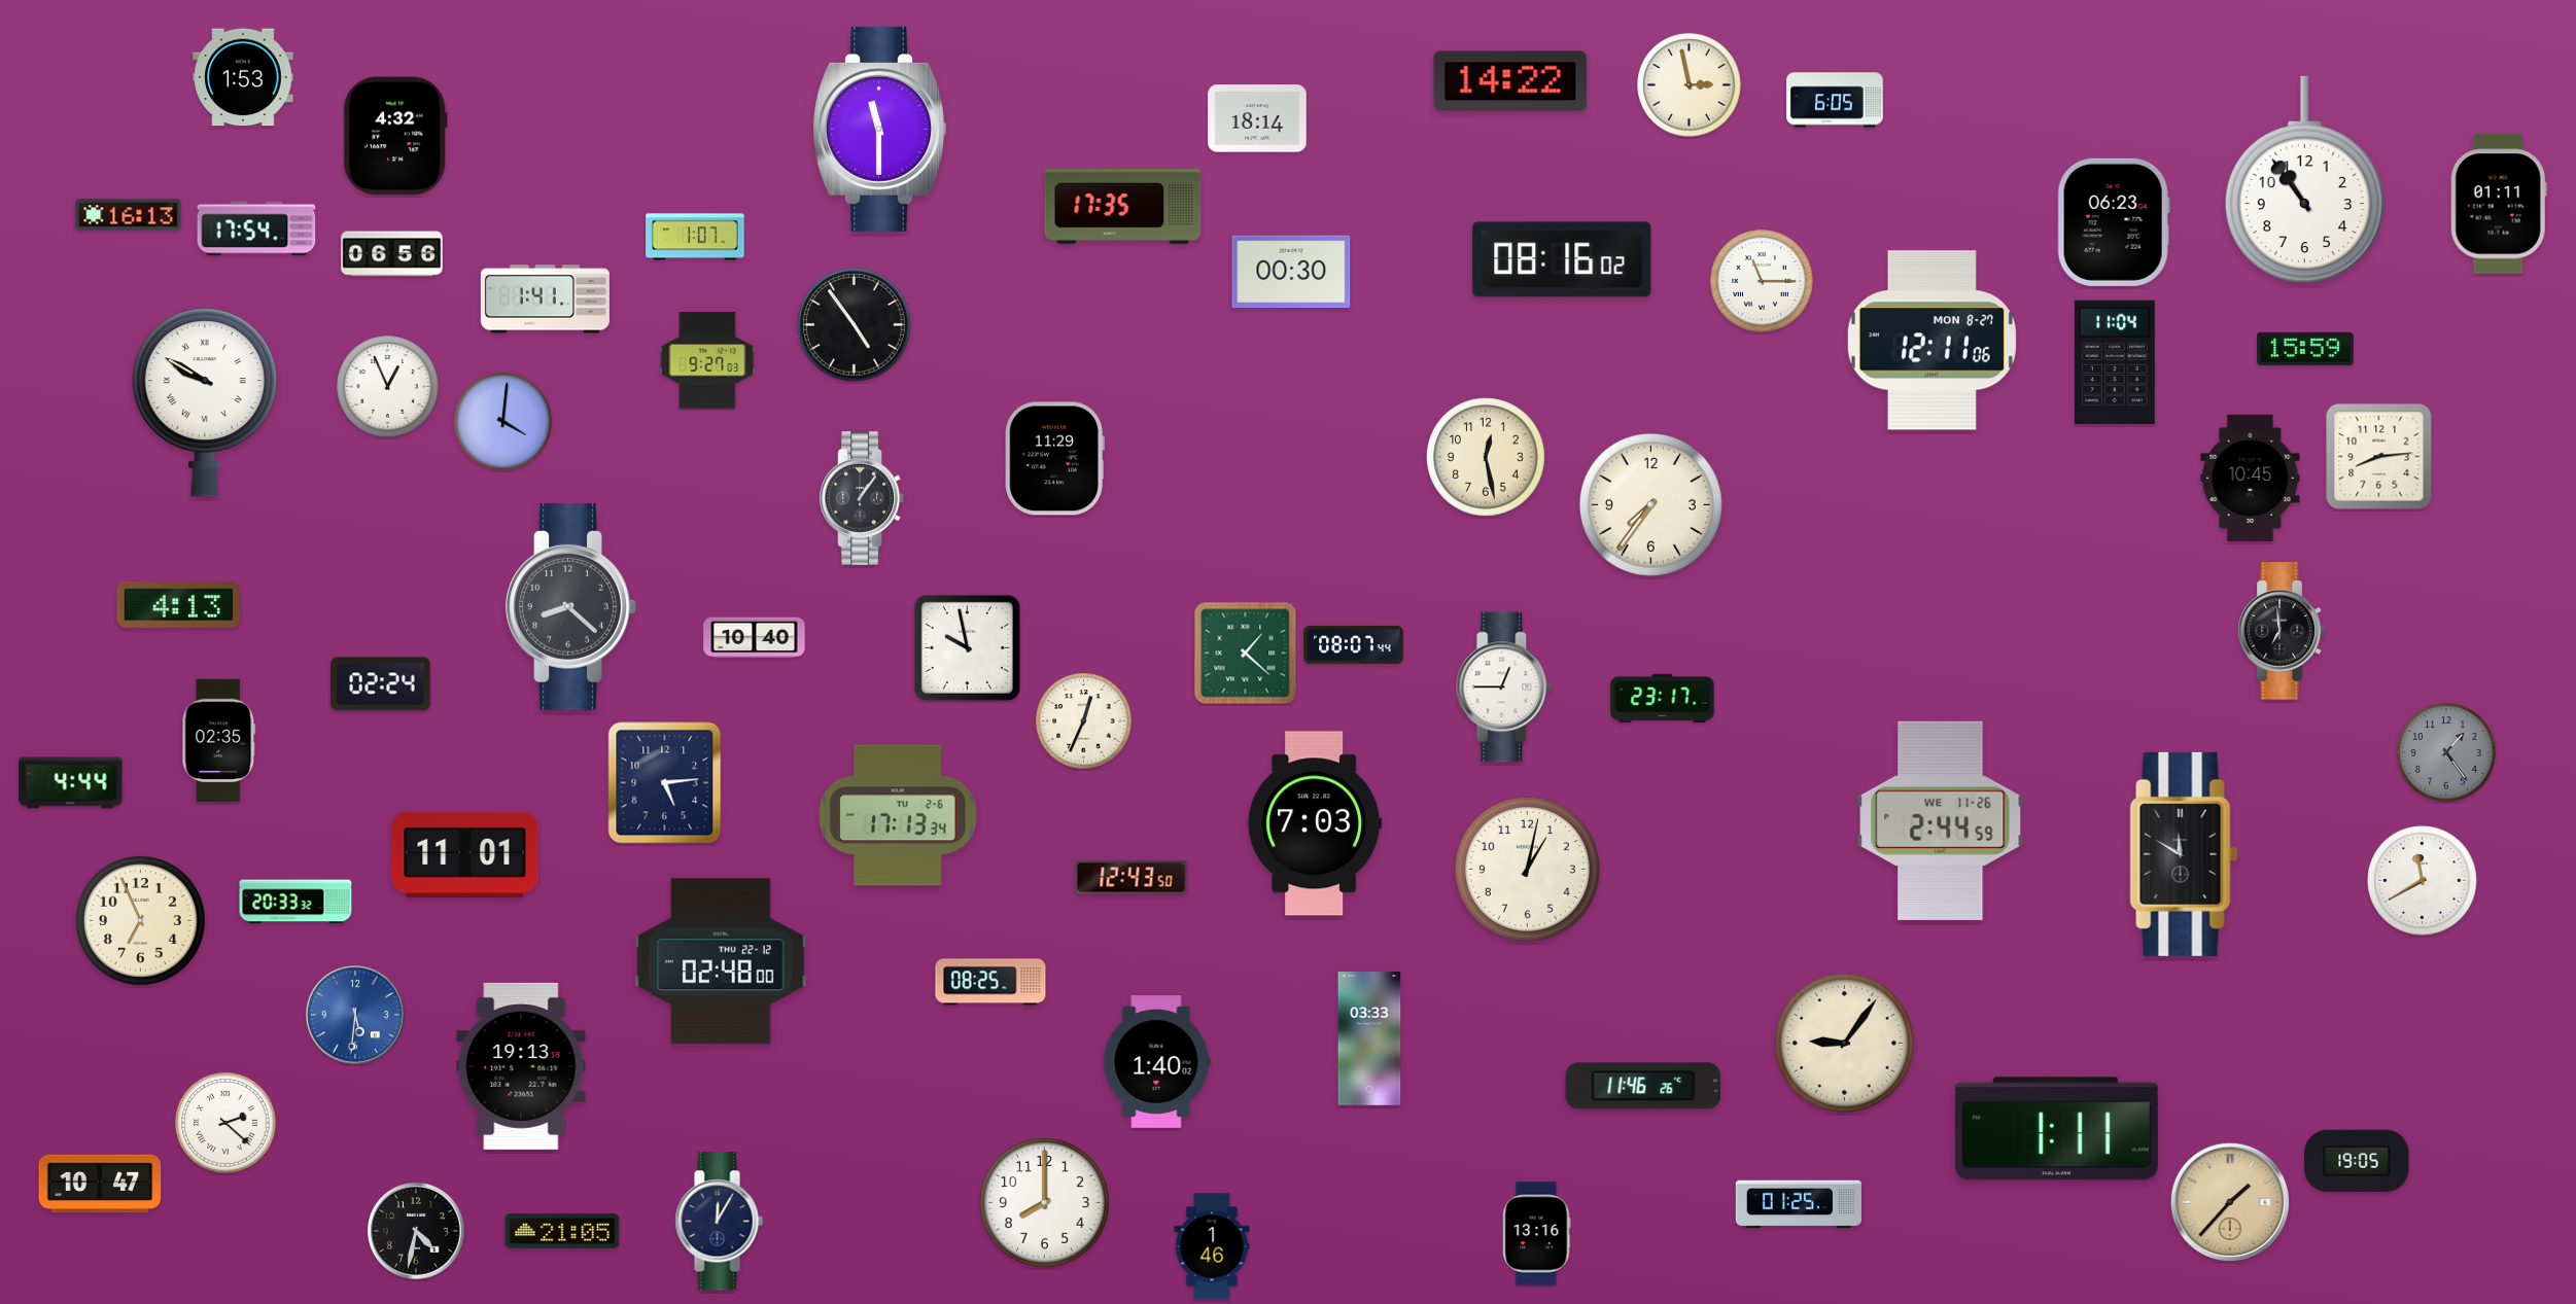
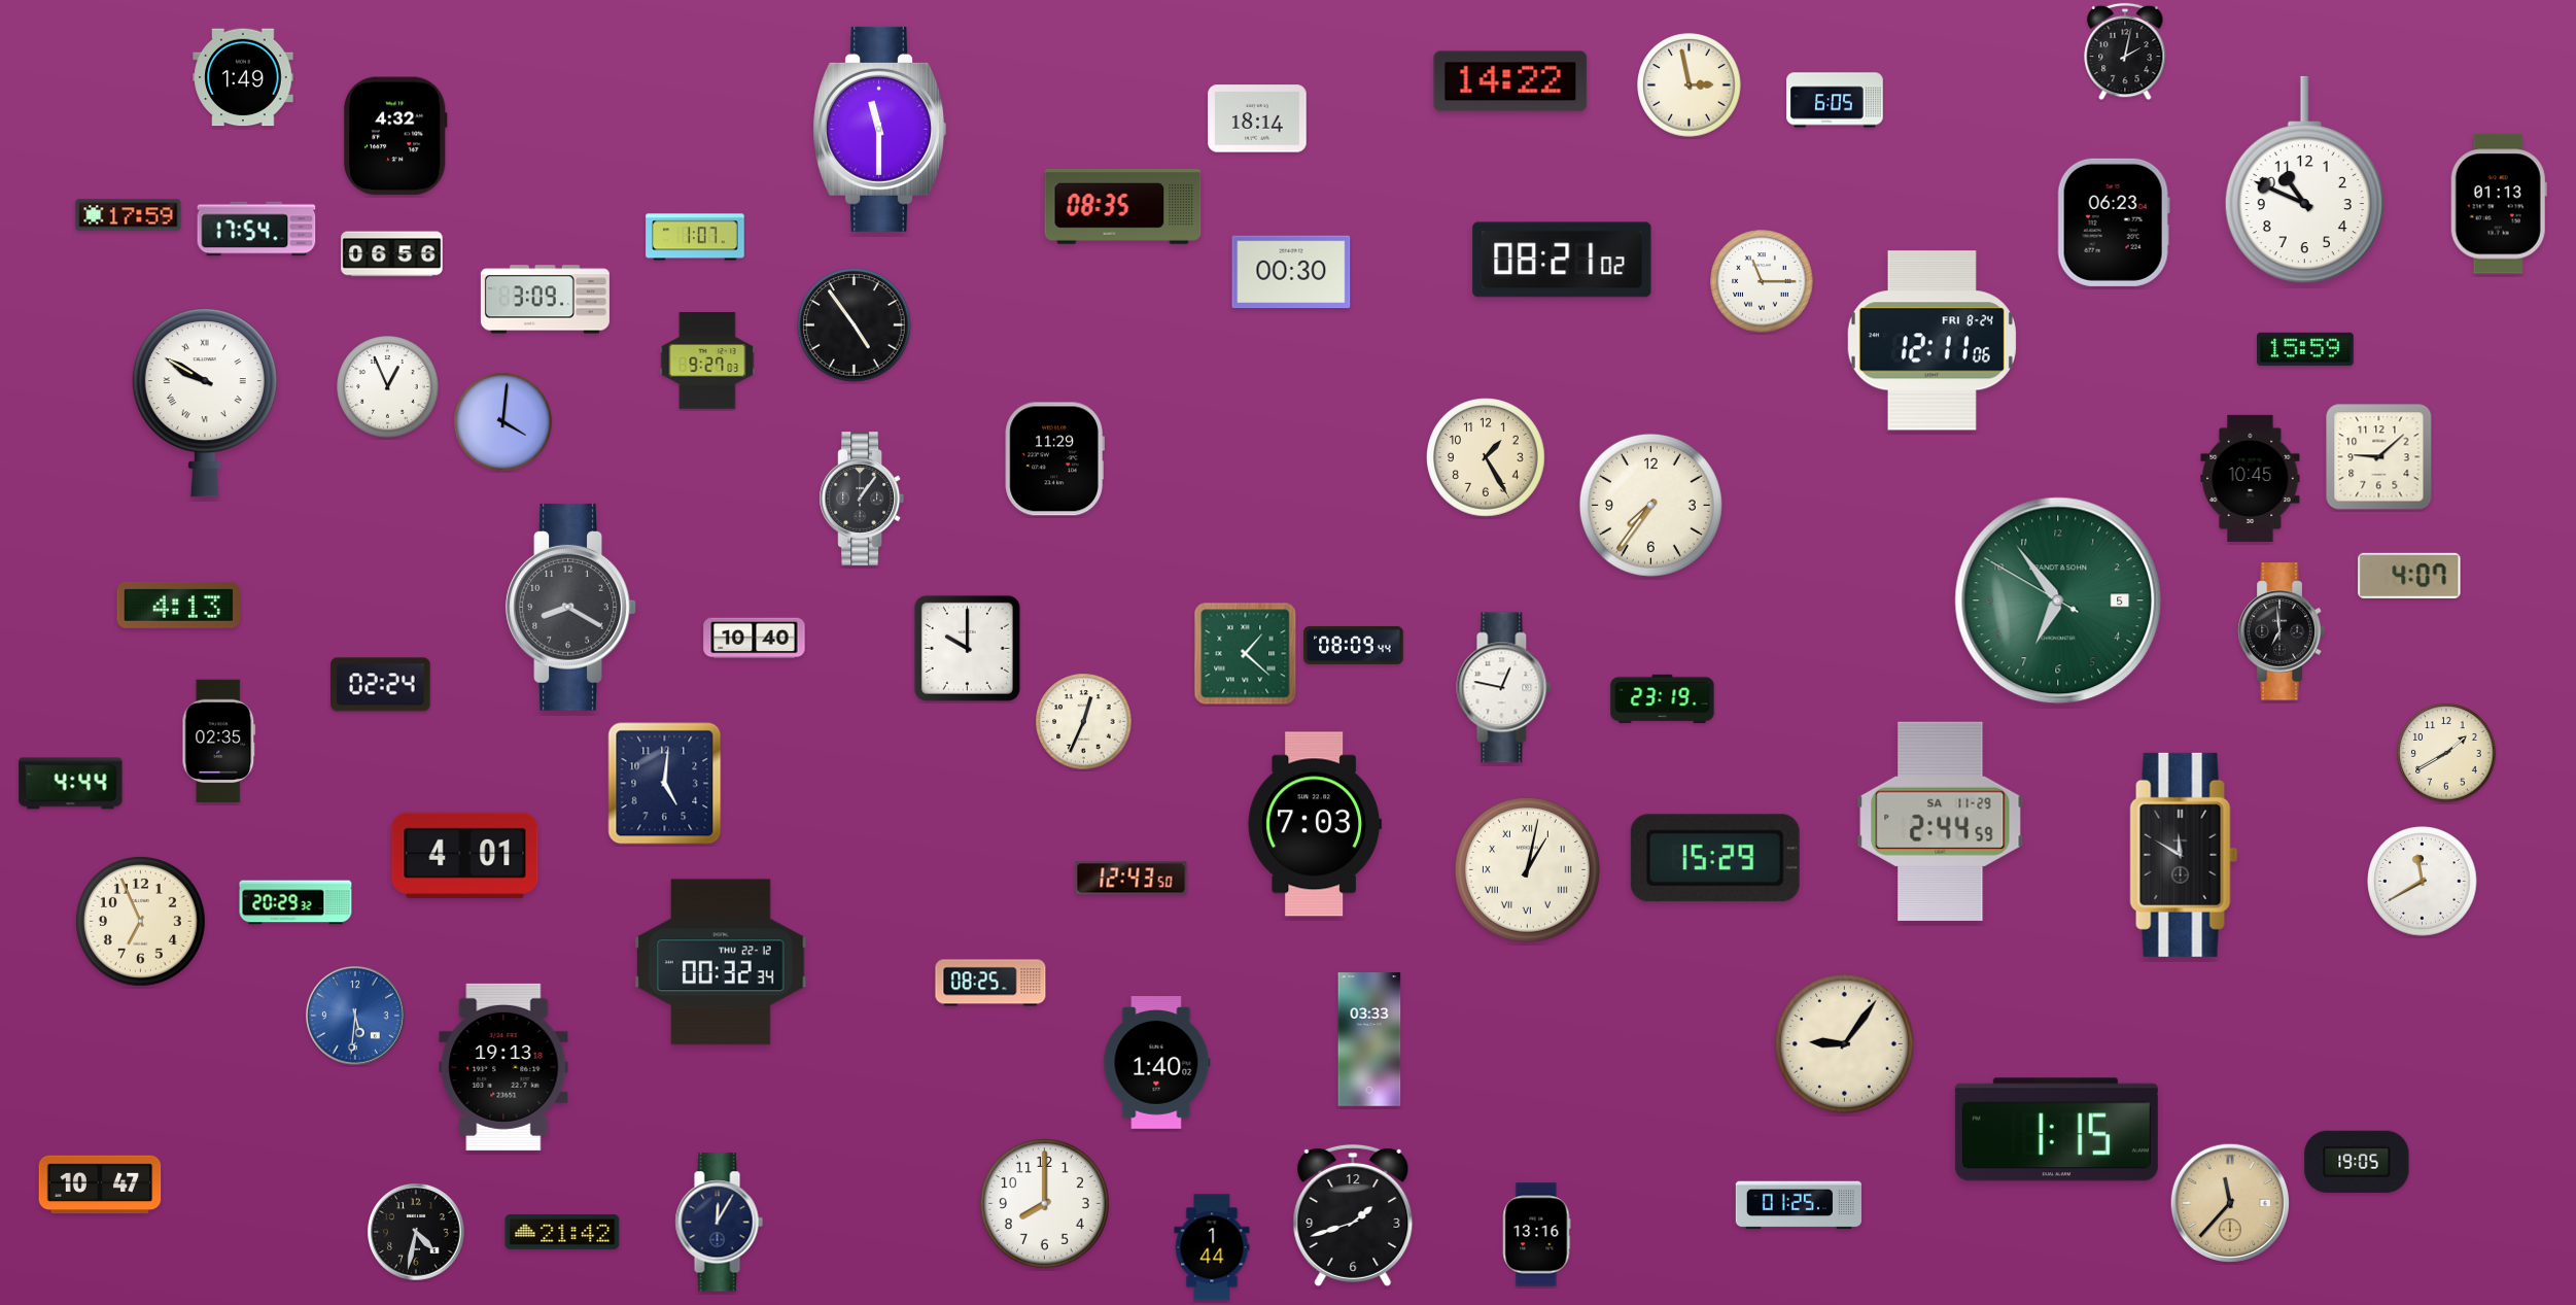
clock at (2125, 51): none -> 2:02
clock at (243, 77): 1:53 -> 1:49
clock at (2304, 180): 10:54 -> 10:49
clock at (2499, 204): 01:11 -> 01:13
clock at (1123, 206): 17:35 -> 08:35
clock at (129, 215): 16:13 -> 17:59
clock at (1562, 259): 08:16 -> 08:21
clock at (545, 299): 1:41 -> 3:09
clock at (1931, 341) date: MON 8-27 -> FRI 8-24
clock at (2115, 362): 11:04 -> none
clock at (1486, 457): 12:28 -> 1:25
clock at (2379, 457): 8:14 -> 9:08
clock at (2409, 576): none -> 4:07
clock at (2058, 600): none -> 6:53
clock at (571, 606): 8:22 -> 8:20
clock at (1354, 644): 08:07 -> 08:09
clock at (967, 647): 9:58 -> 10:00
clock at (1504, 688): 12:45 -> 12:47
clock at (1663, 698): 23:17 -> 23:19
clock at (2446, 752): 1:24 -> 1:40
clock at (2446, 752) dial: grey -> cream
clock at (665, 783): 5:14 -> 5:01
clock at (899, 815): 17:13 -> none
clock at (1941, 820) date: WE 11-26 -> SA 11-29
clock at (465, 854): 11:01 -> 4:01
clock at (1715, 858): none -> 15:29
clock at (1527, 869) numerals: Arabic -> Roman
clock at (295, 902): 20:33 -> 20:29
clock at (722, 961): 02:48 -> 00:32
clock at (521, 1066) position: (521, 1066) -> (503, 1067)
clock at (1643, 1086): 11:46 -> none
clock at (225, 1123): 2:22 -> none
clock at (2056, 1129): 1:11 -> 1:15
clock at (2230, 1202): 1:37 -> 11:37
clock at (1353, 1215): none -> 1:42
clock at (562, 1231): 21:05 -> 21:42
clock at (1212, 1246): 1:46 -> 1:44
